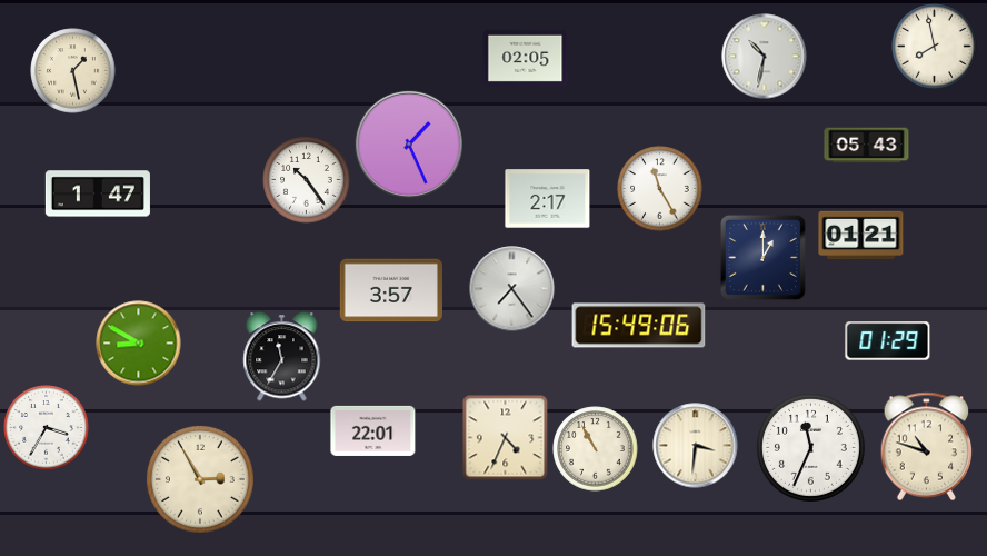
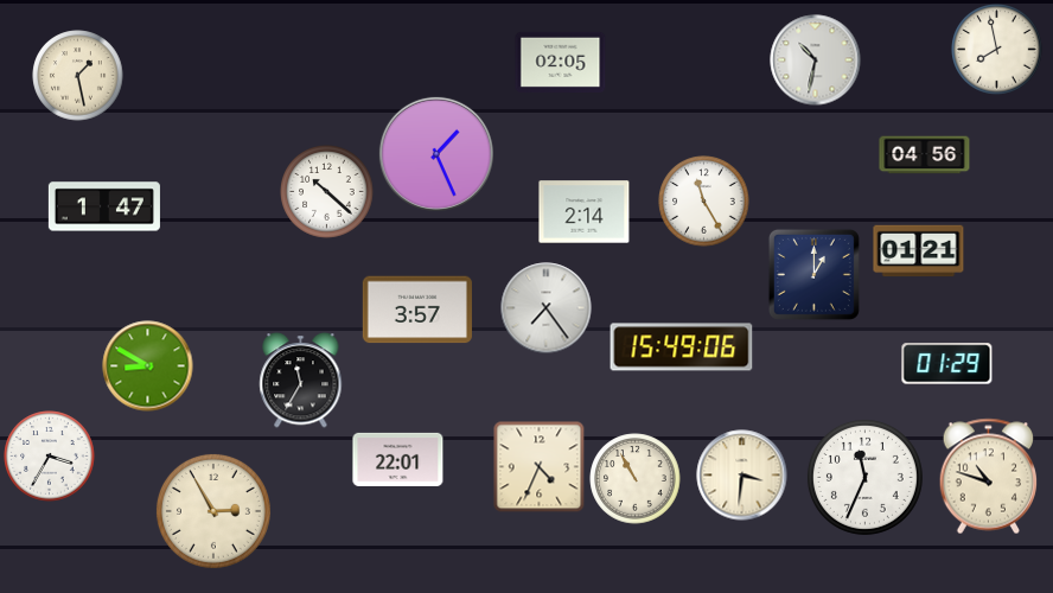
clock at (867, 146): 05:43 -> 04:56
clock at (307, 180): 10:24 -> 10:22
clock at (548, 199): 2:17 -> 2:14
